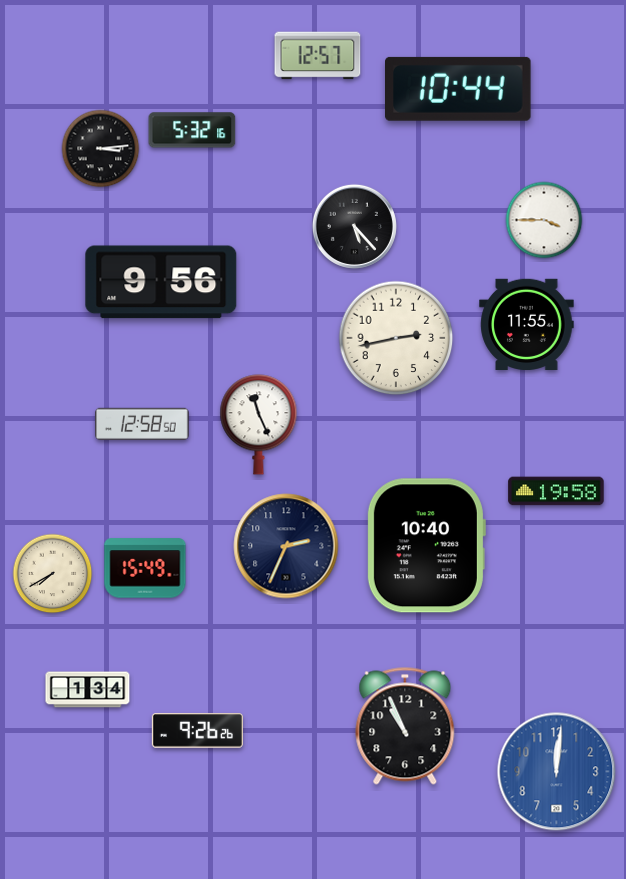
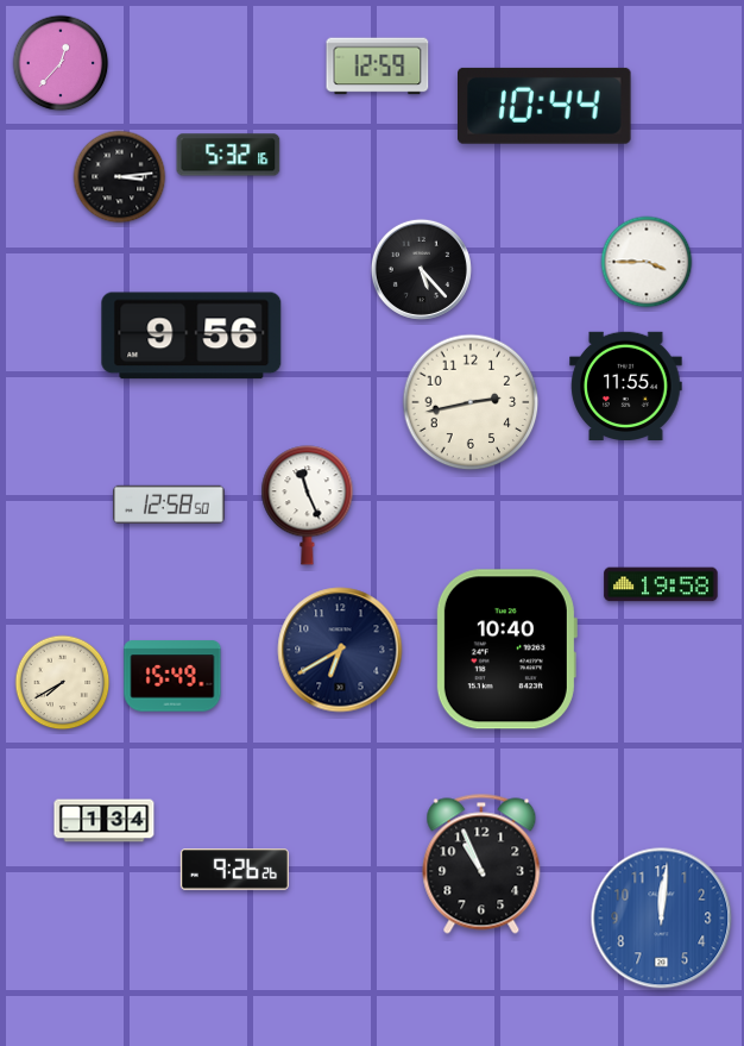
clock at (61, 63): none -> 12:37
clock at (318, 56): 12:57 -> 12:59
clock at (286, 546): 2:34 -> 6:40
